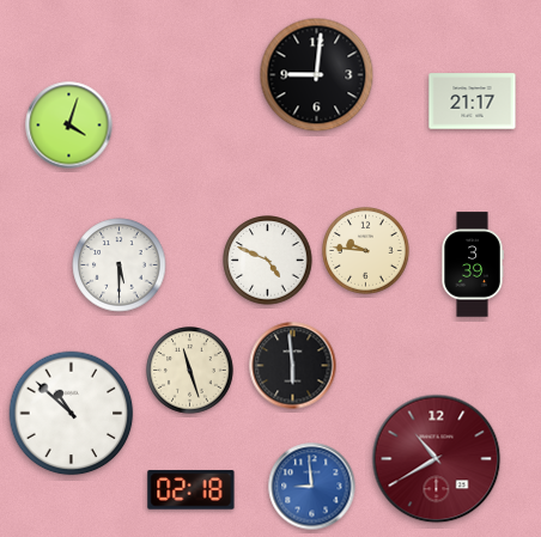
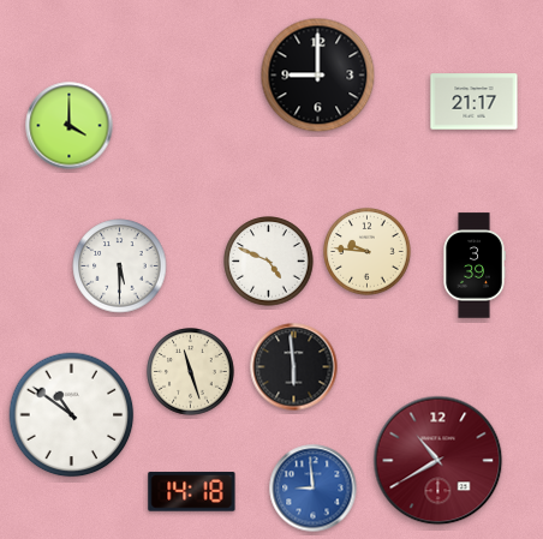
clock at (317, 75): 9:01 -> 9:00
clock at (69, 126): 4:03 -> 4:00
clock at (72, 414): 10:52 -> 10:51
clock at (192, 490): 02:18 -> 14:18
